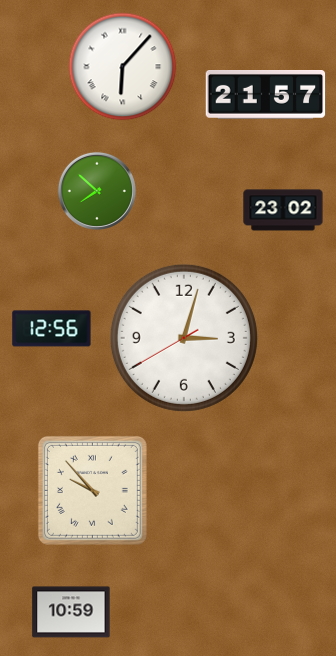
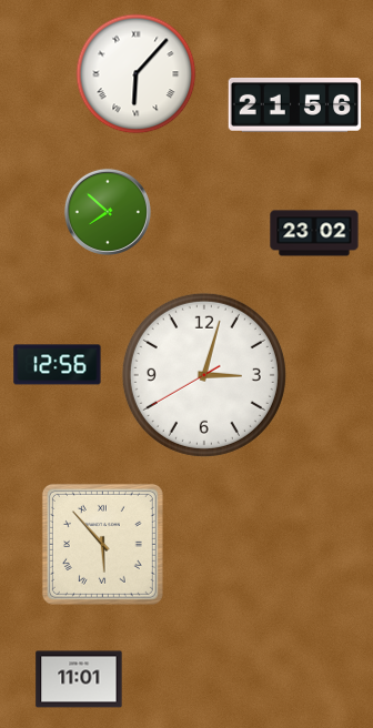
clock at (266, 95): 21:57 -> 21:56
clock at (92, 490): 9:53 -> 5:53
clock at (71, 612): 10:59 -> 11:01
